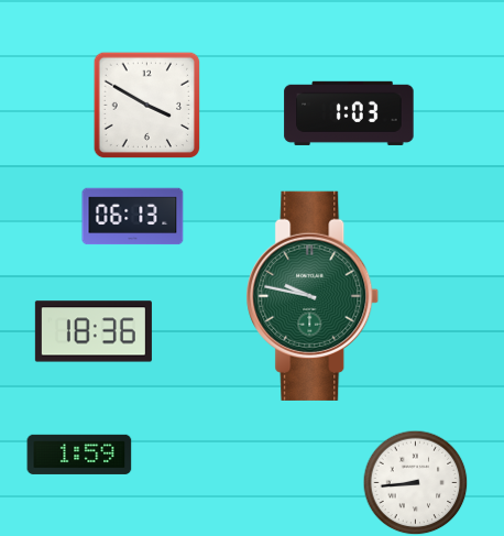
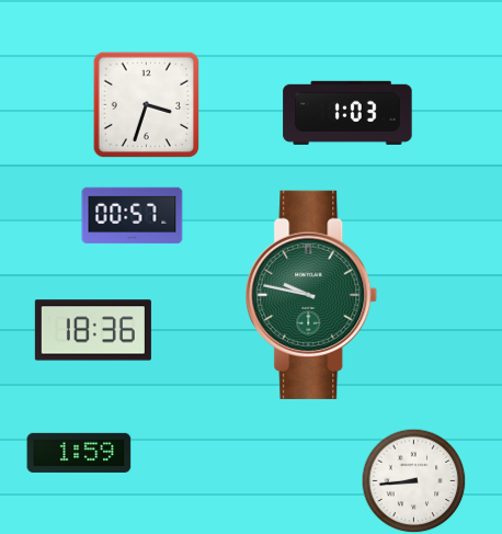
clock at (146, 105): 3:50 -> 3:33
clock at (133, 217): 06:13 -> 00:57
